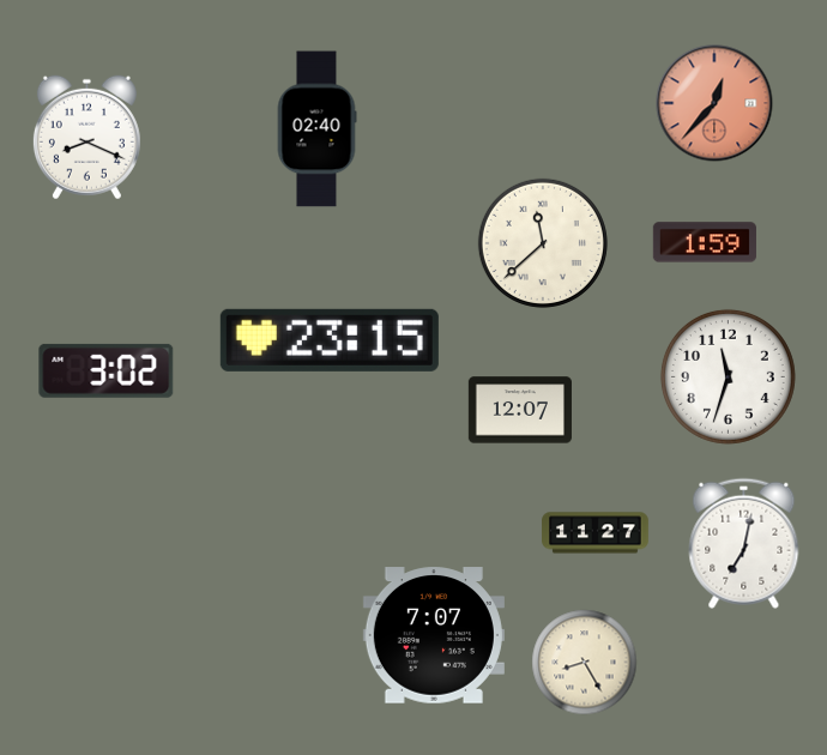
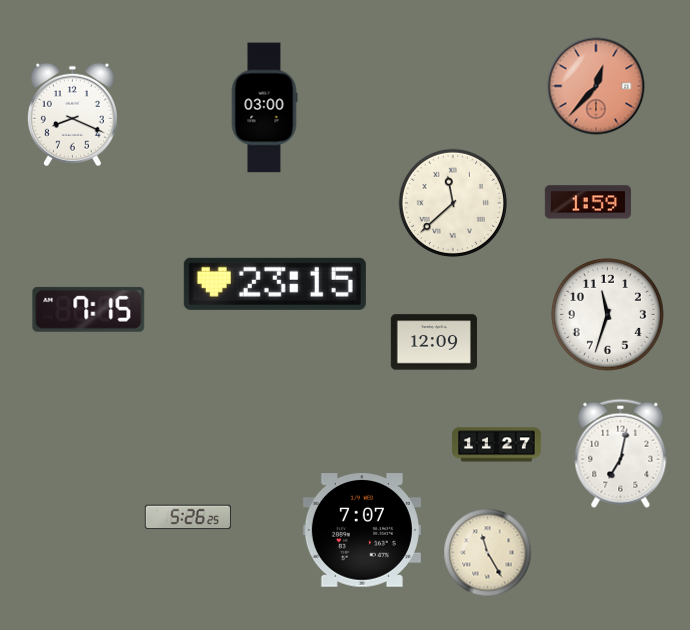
clock at (316, 129): 02:40 -> 03:00
clock at (107, 370): 3:02 -> 7:15
clock at (520, 410): 12:07 -> 12:09
clock at (188, 517): none -> 5:26
clock at (585, 663): 8:25 -> 11:25
